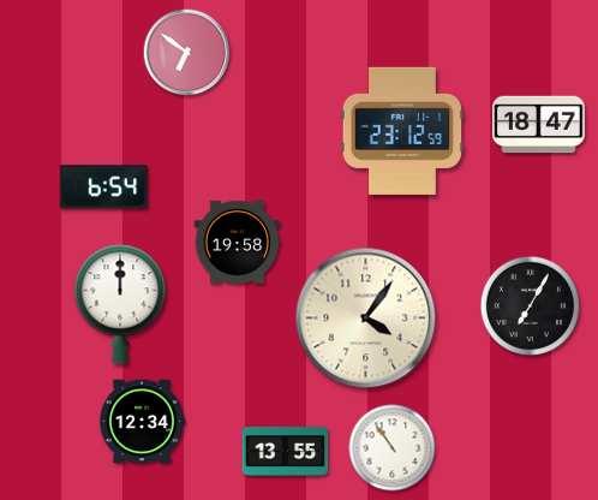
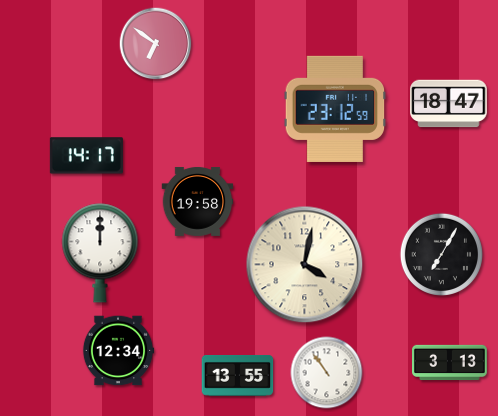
clock at (103, 187): 6:54 -> 14:17
clock at (366, 319): 4:06 -> 4:02
clock at (450, 363): none -> 3:13
